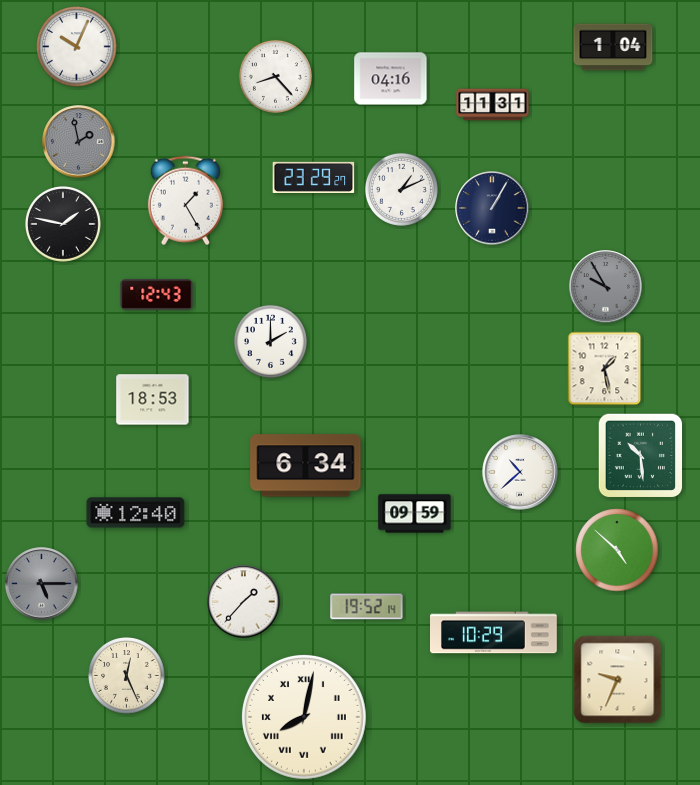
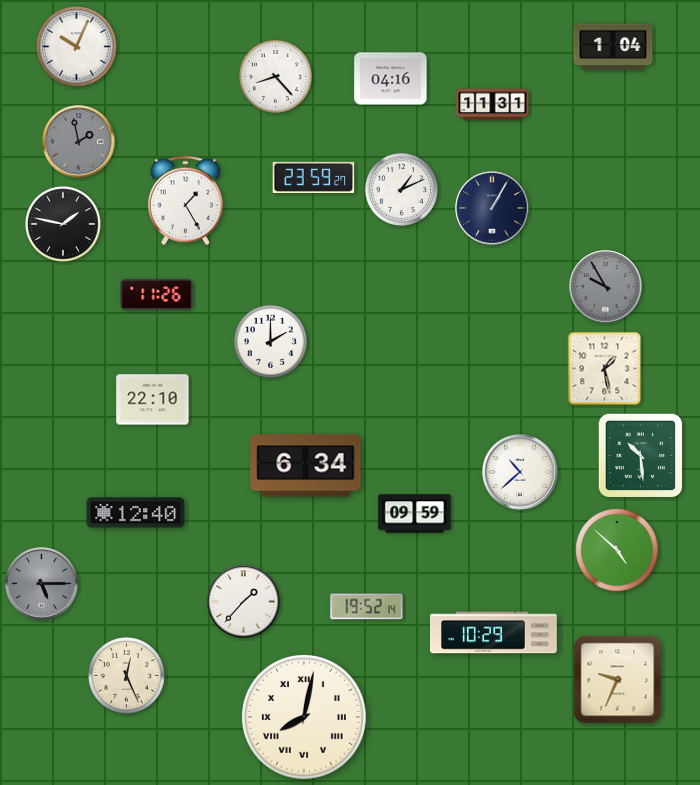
clock at (314, 177): 23:29 -> 23:59
clock at (157, 294): 12:43 -> 11:26
clock at (153, 400): 18:53 -> 22:10
